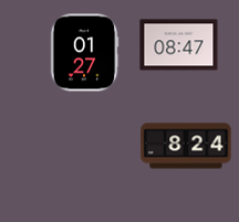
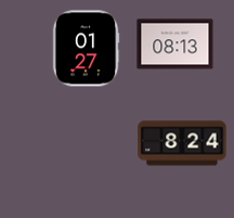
clock at (179, 45): 08:47 -> 08:13
clock at (84, 53) position: (84, 53) -> (86, 49)
